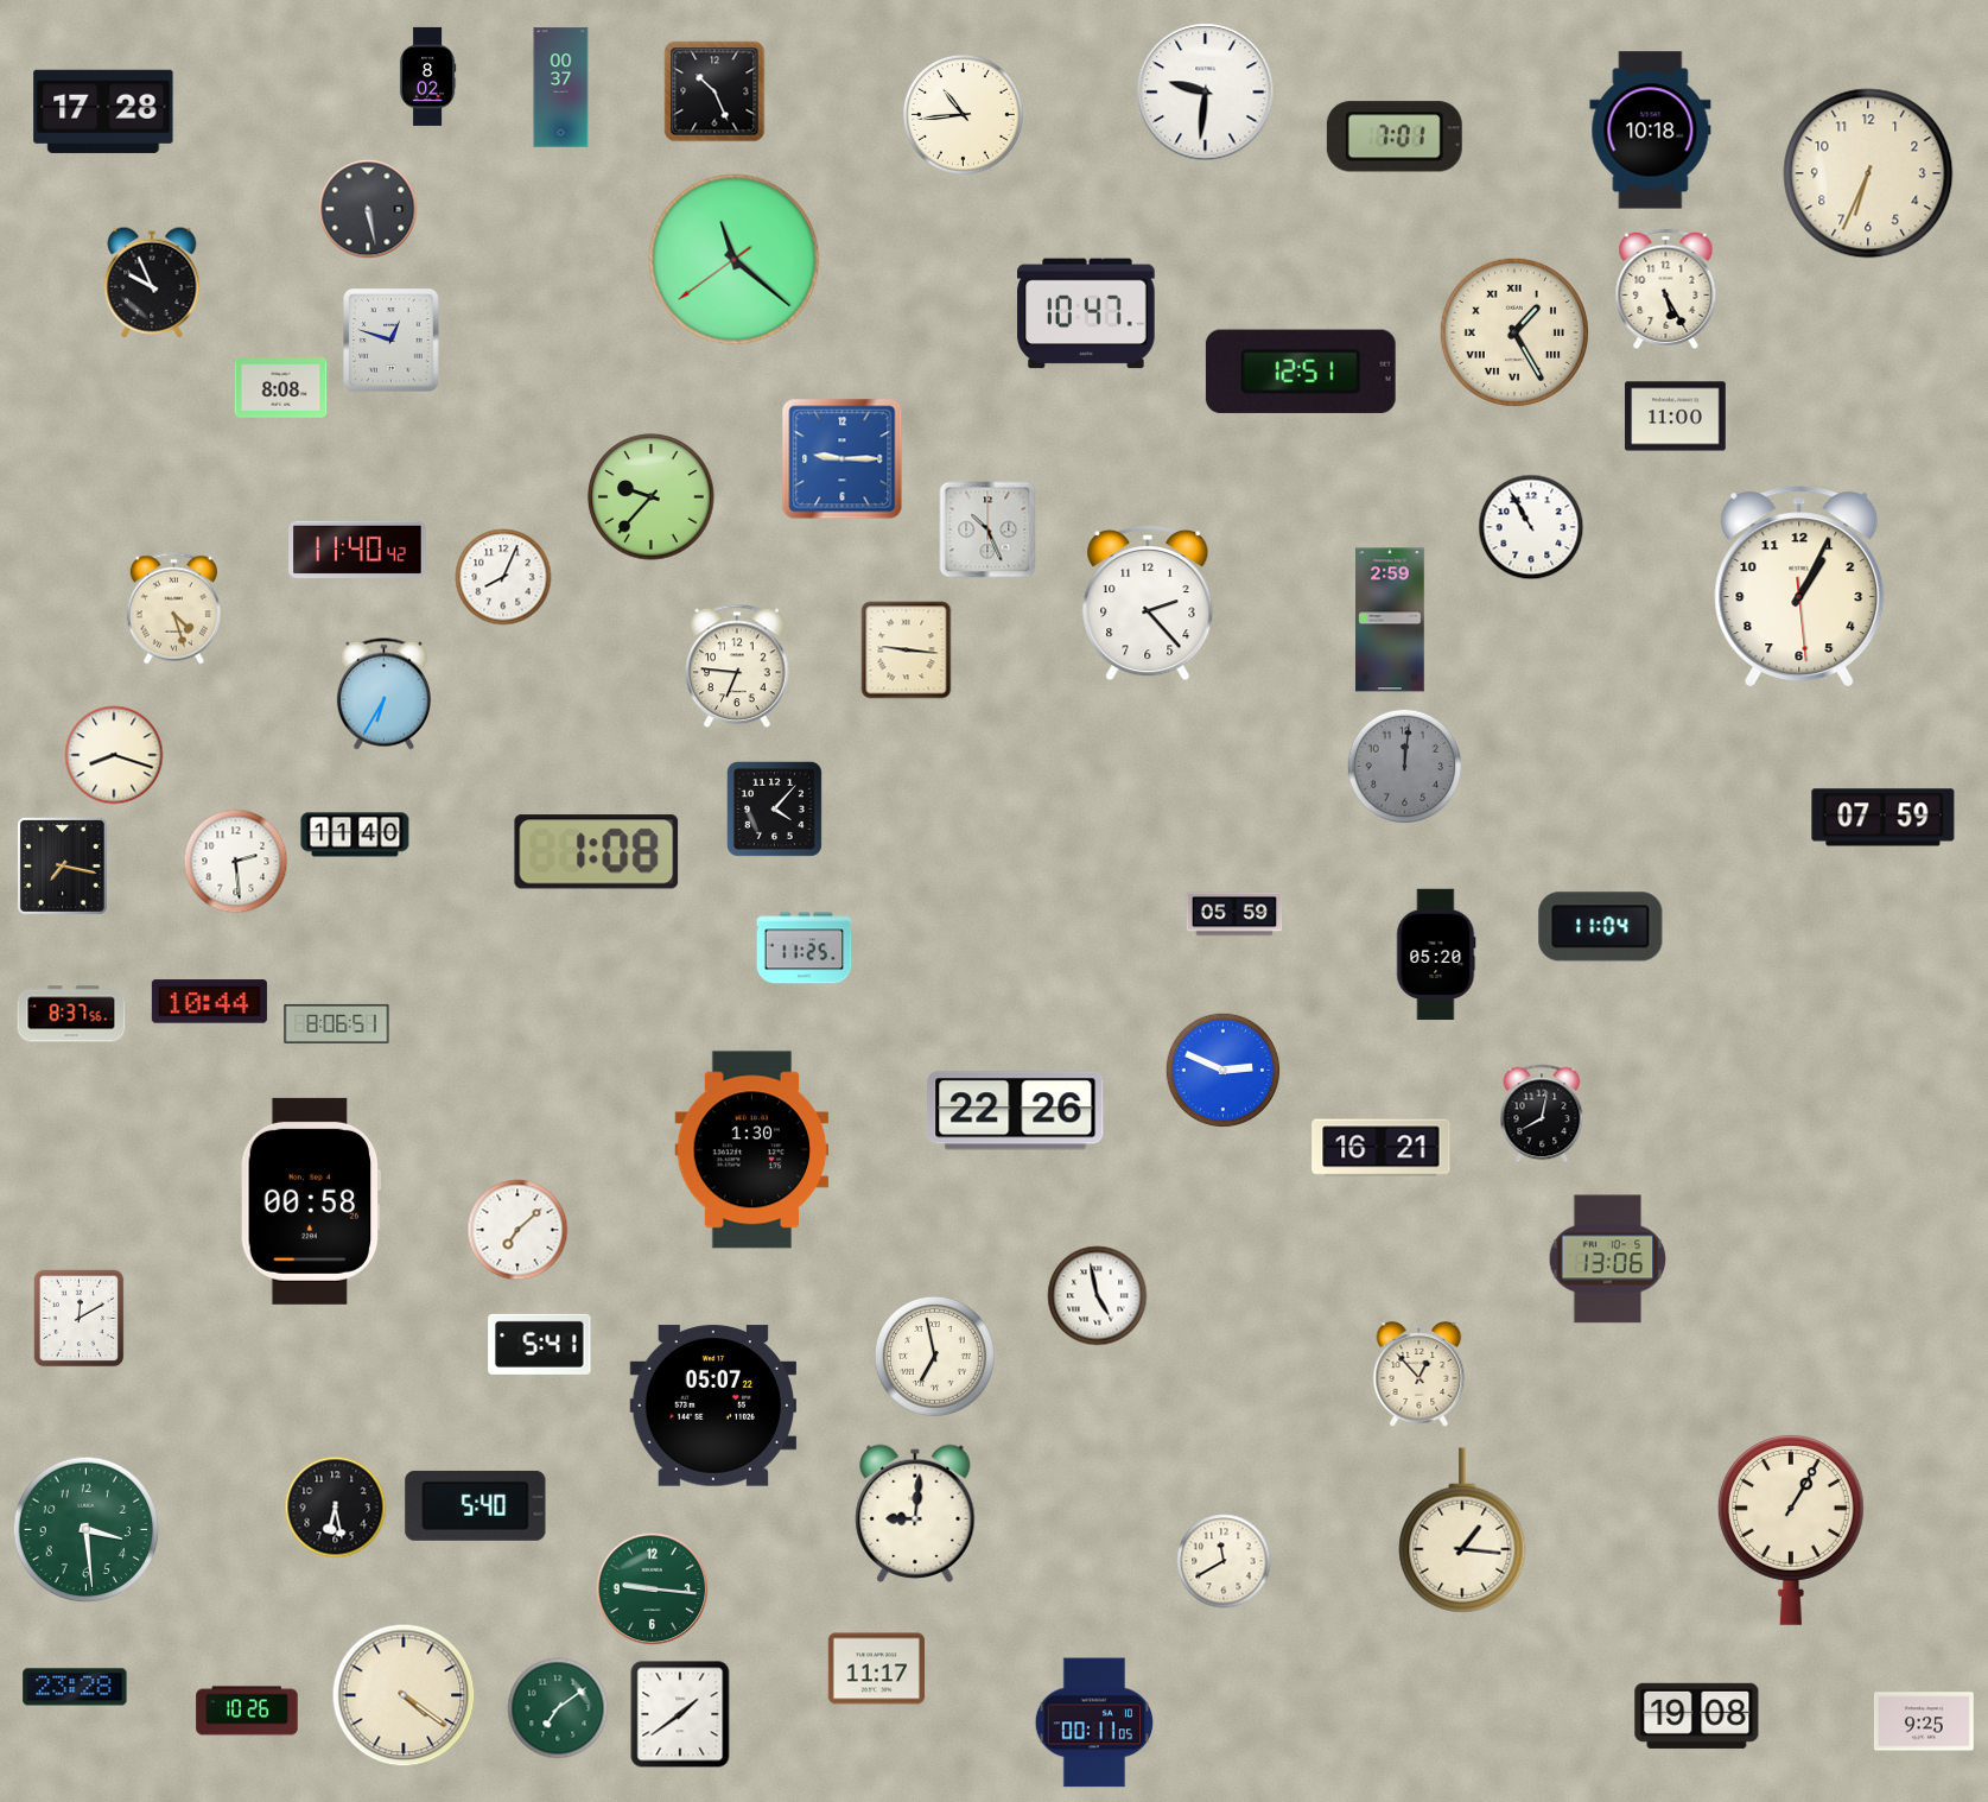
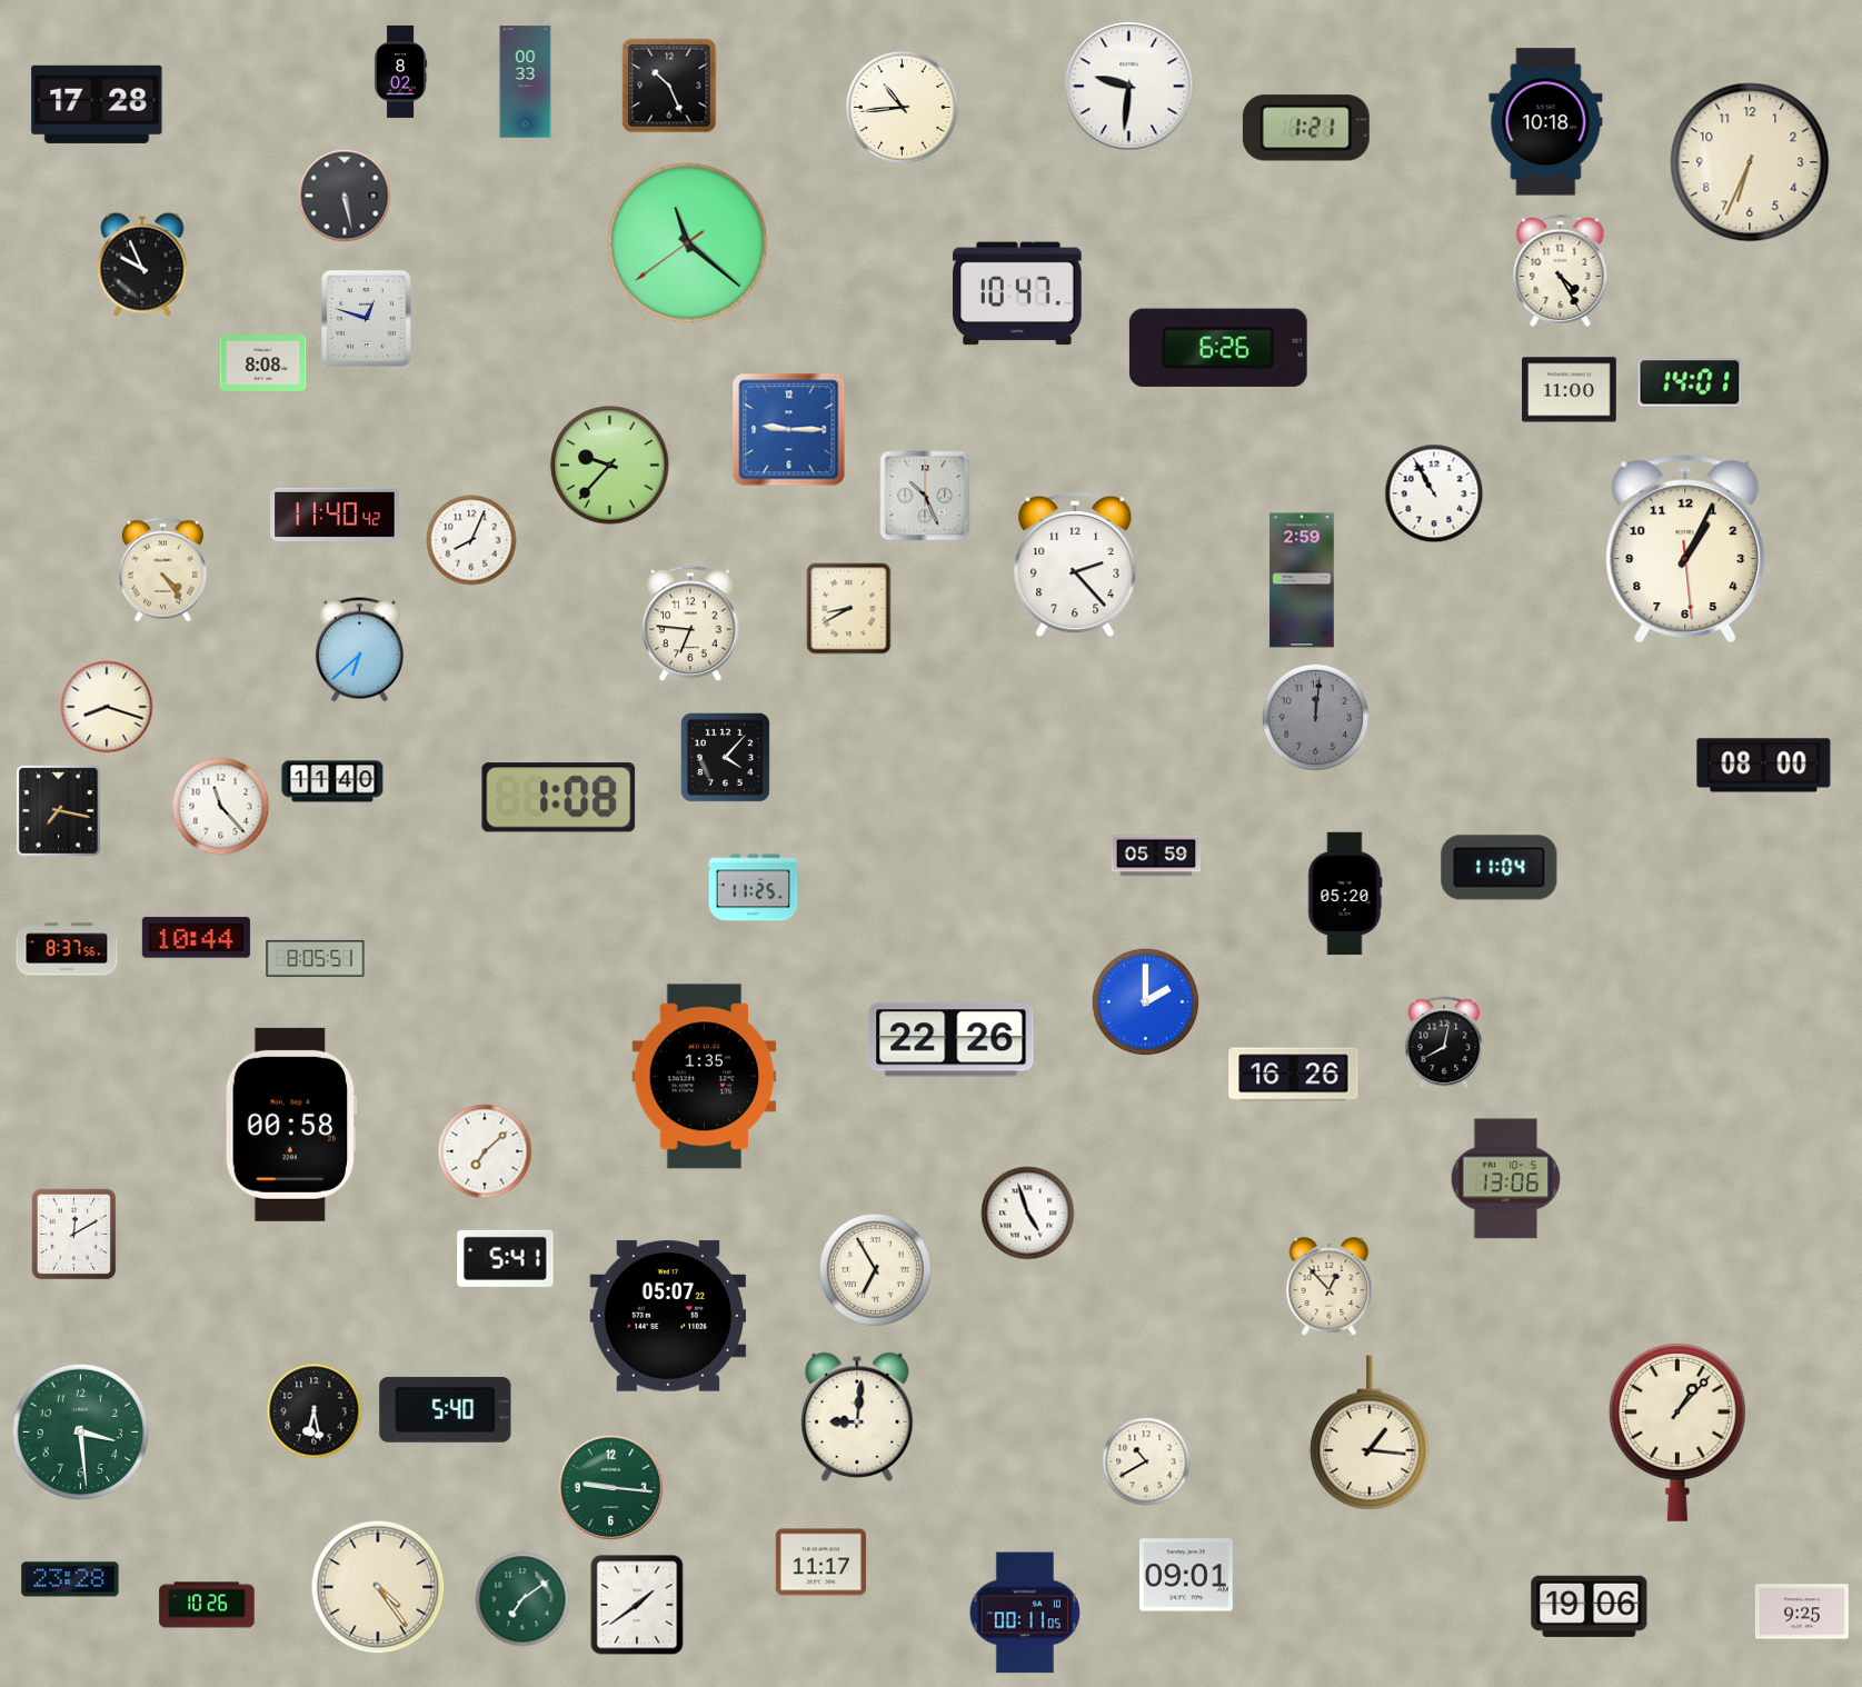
clock at (561, 88): 00:37 -> 00:33
clock at (1395, 137): 7:01 -> 1:21
clock at (1666, 288): 5:25 -> 4:25
clock at (1514, 332): 1:25 -> none
clock at (1301, 372): 12:51 -> 6:26
clock at (1690, 382): none -> 14:01
clock at (173, 609): 4:27 -> 4:24
clock at (907, 651): 9:16 -> 8:40
clock at (383, 694): 6:35 -> 6:38
clock at (1884, 818): 07:59 -> 08:00
clock at (236, 862): 2:29 -> 11:23
clock at (337, 1023): 8:06 -> 8:05
clock at (1224, 1071): 2:49 -> 2:00
clock at (1382, 1148): 16:21 -> 16:26
clock at (752, 1150): 1:30 -> 1:35
clock at (1098, 1296): 4:58 -> 4:57
clock at (934, 1356): 6:58 -> 6:55
clock at (1791, 1530): 1:05 -> 1:07
clock at (1224, 1561): 11:40 -> 10:40
clock at (1186, 1575): none -> 09:01
clock at (404, 1695): 4:21 -> 4:24
clock at (247, 1711) position: (247, 1711) -> (207, 1605)
clock at (1697, 1715): 19:08 -> 19:06
